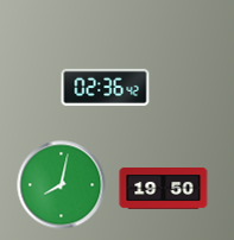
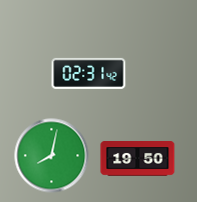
clock at (106, 87): 02:36 -> 02:31
